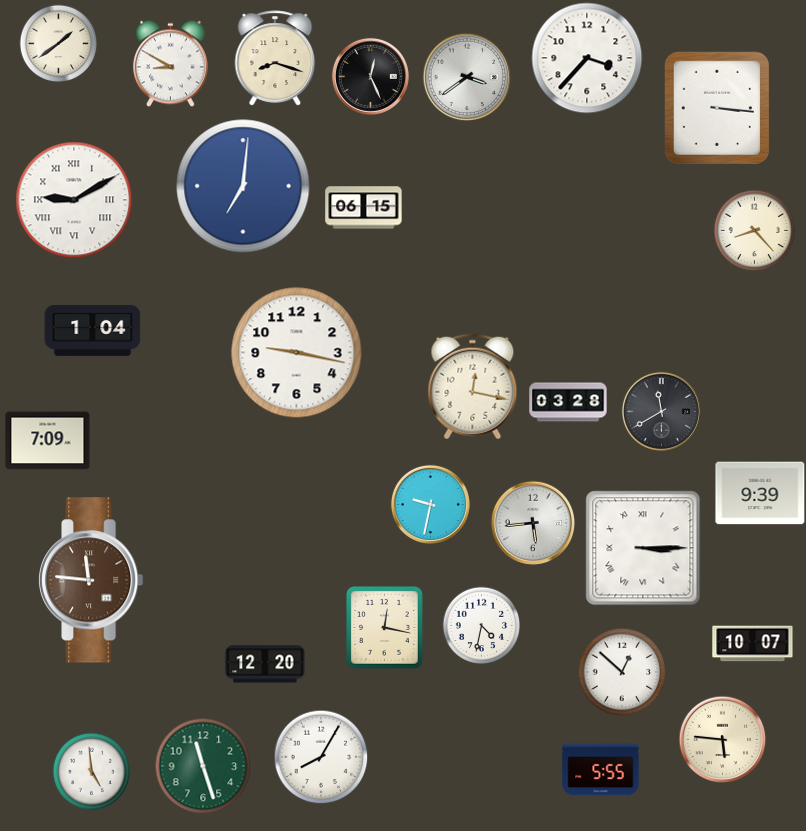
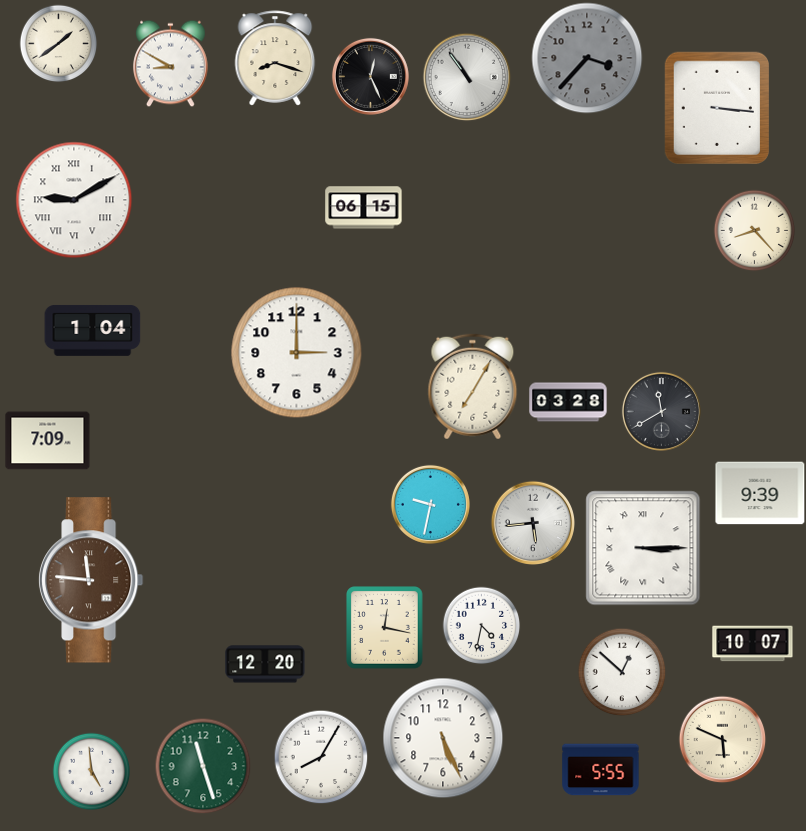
clock at (587, 58) dial: white -> grey
clock at (467, 77): 3:39 -> 10:54
clock at (243, 186): 7:01 -> none
clock at (297, 353): 9:17 -> 3:00
clock at (473, 387): 12:17 -> 7:05
clock at (443, 738): none -> 5:26
clock at (722, 739): 5:46 -> 5:49
